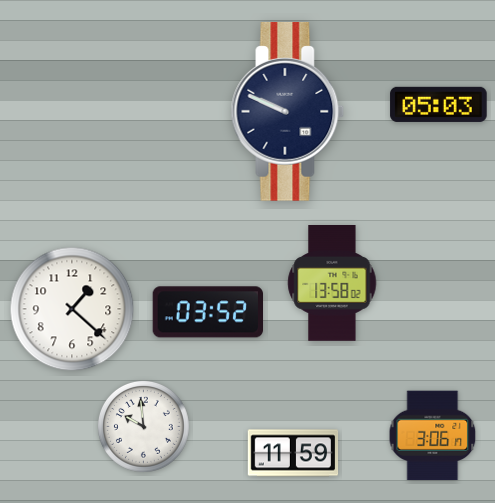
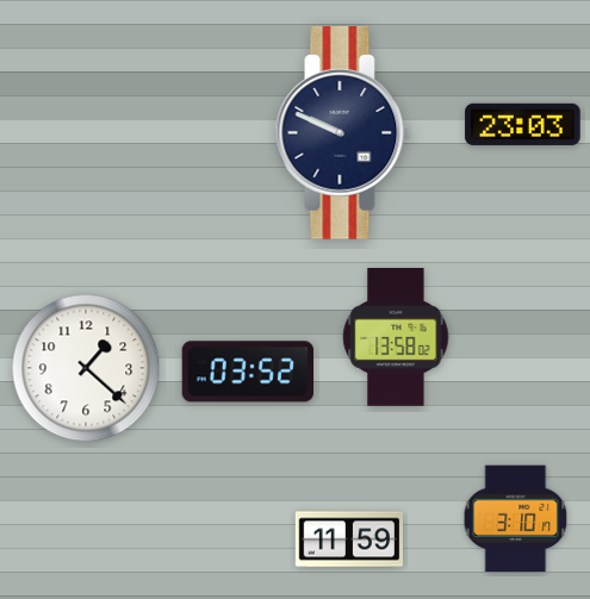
clock at (439, 104): 05:03 -> 23:03
clock at (144, 427): 9:59 -> none
clock at (433, 436): 3:06 -> 3:10
